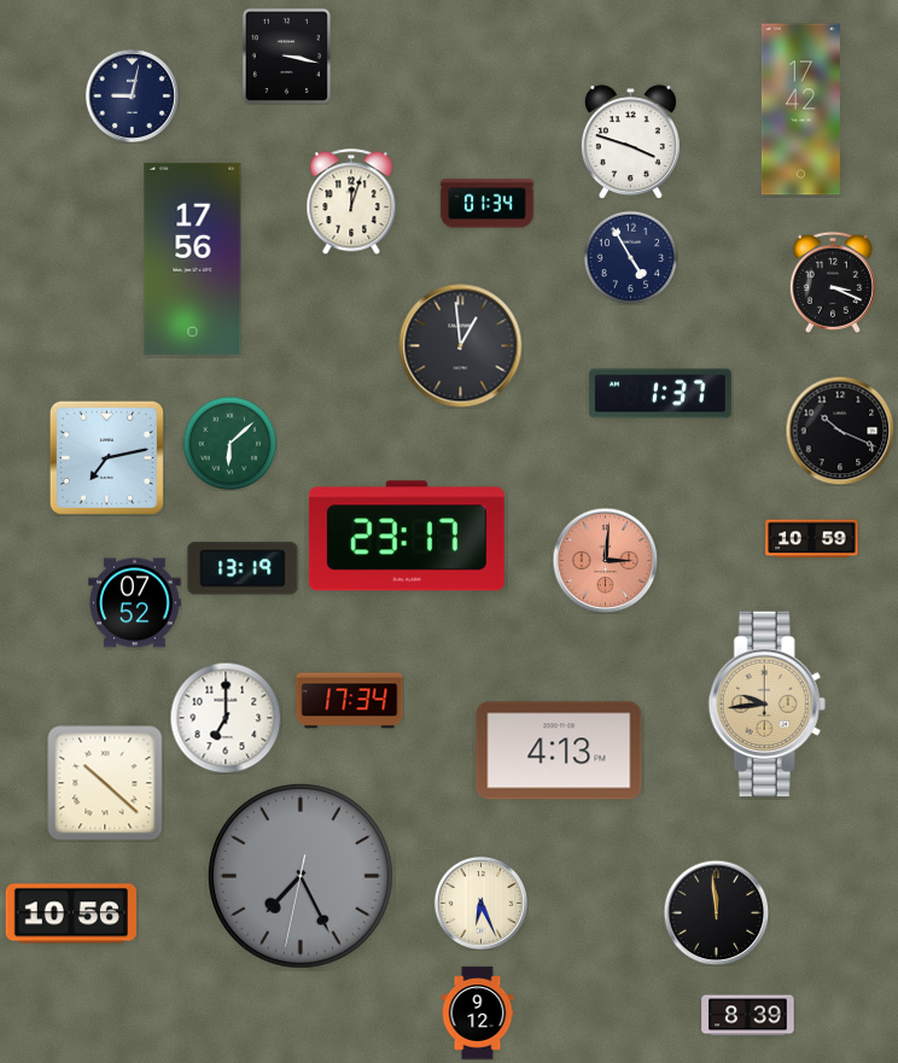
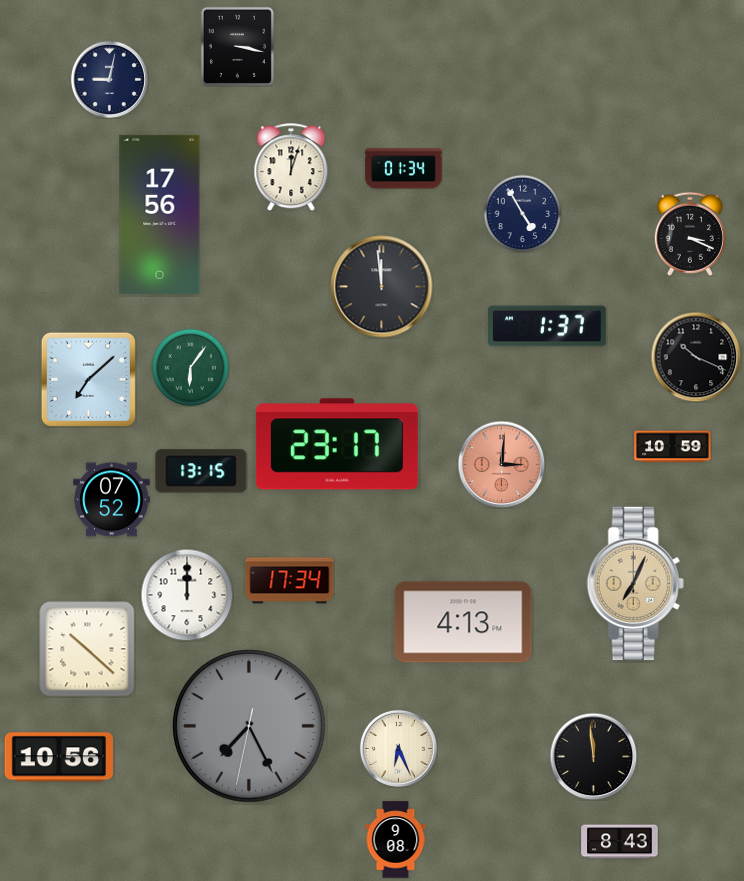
clock at (800, 110): 17:42 -> none
clock at (630, 142): 3:48 -> none
clock at (461, 346): 12:59 -> 11:59
clock at (229, 443): 6:08 -> 6:06
clock at (106, 457): 7:13 -> 7:08
clock at (243, 568): 13:19 -> 13:15
clock at (766, 703): 9:44 -> 7:04
clock at (226, 718): 7:00 -> 12:00
clock at (478, 1014): 9:12 -> 9:08
clock at (748, 1016): 8:39 -> 8:43
